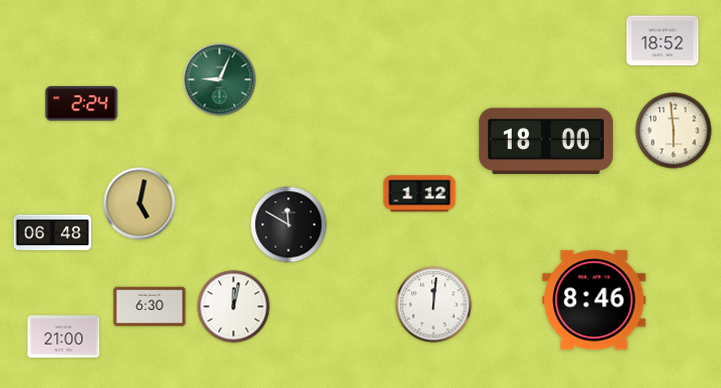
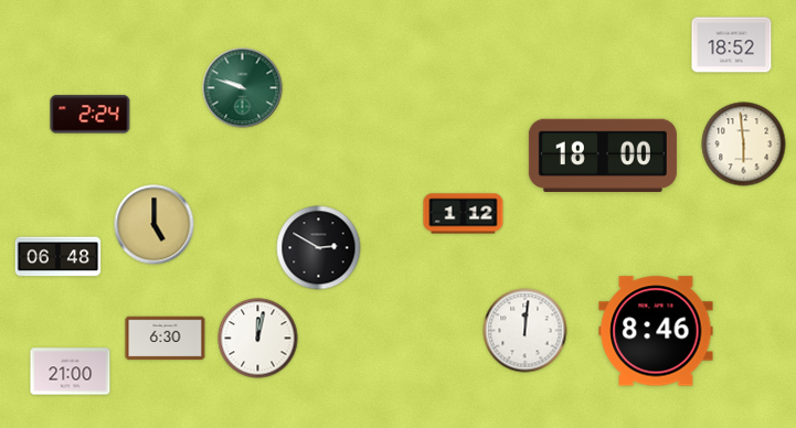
clock at (220, 80): 9:04 -> 9:48
clock at (140, 204): 5:02 -> 5:00
clock at (289, 225): 11:50 -> 2:50
clock at (434, 305) position: (434, 305) -> (526, 331)
